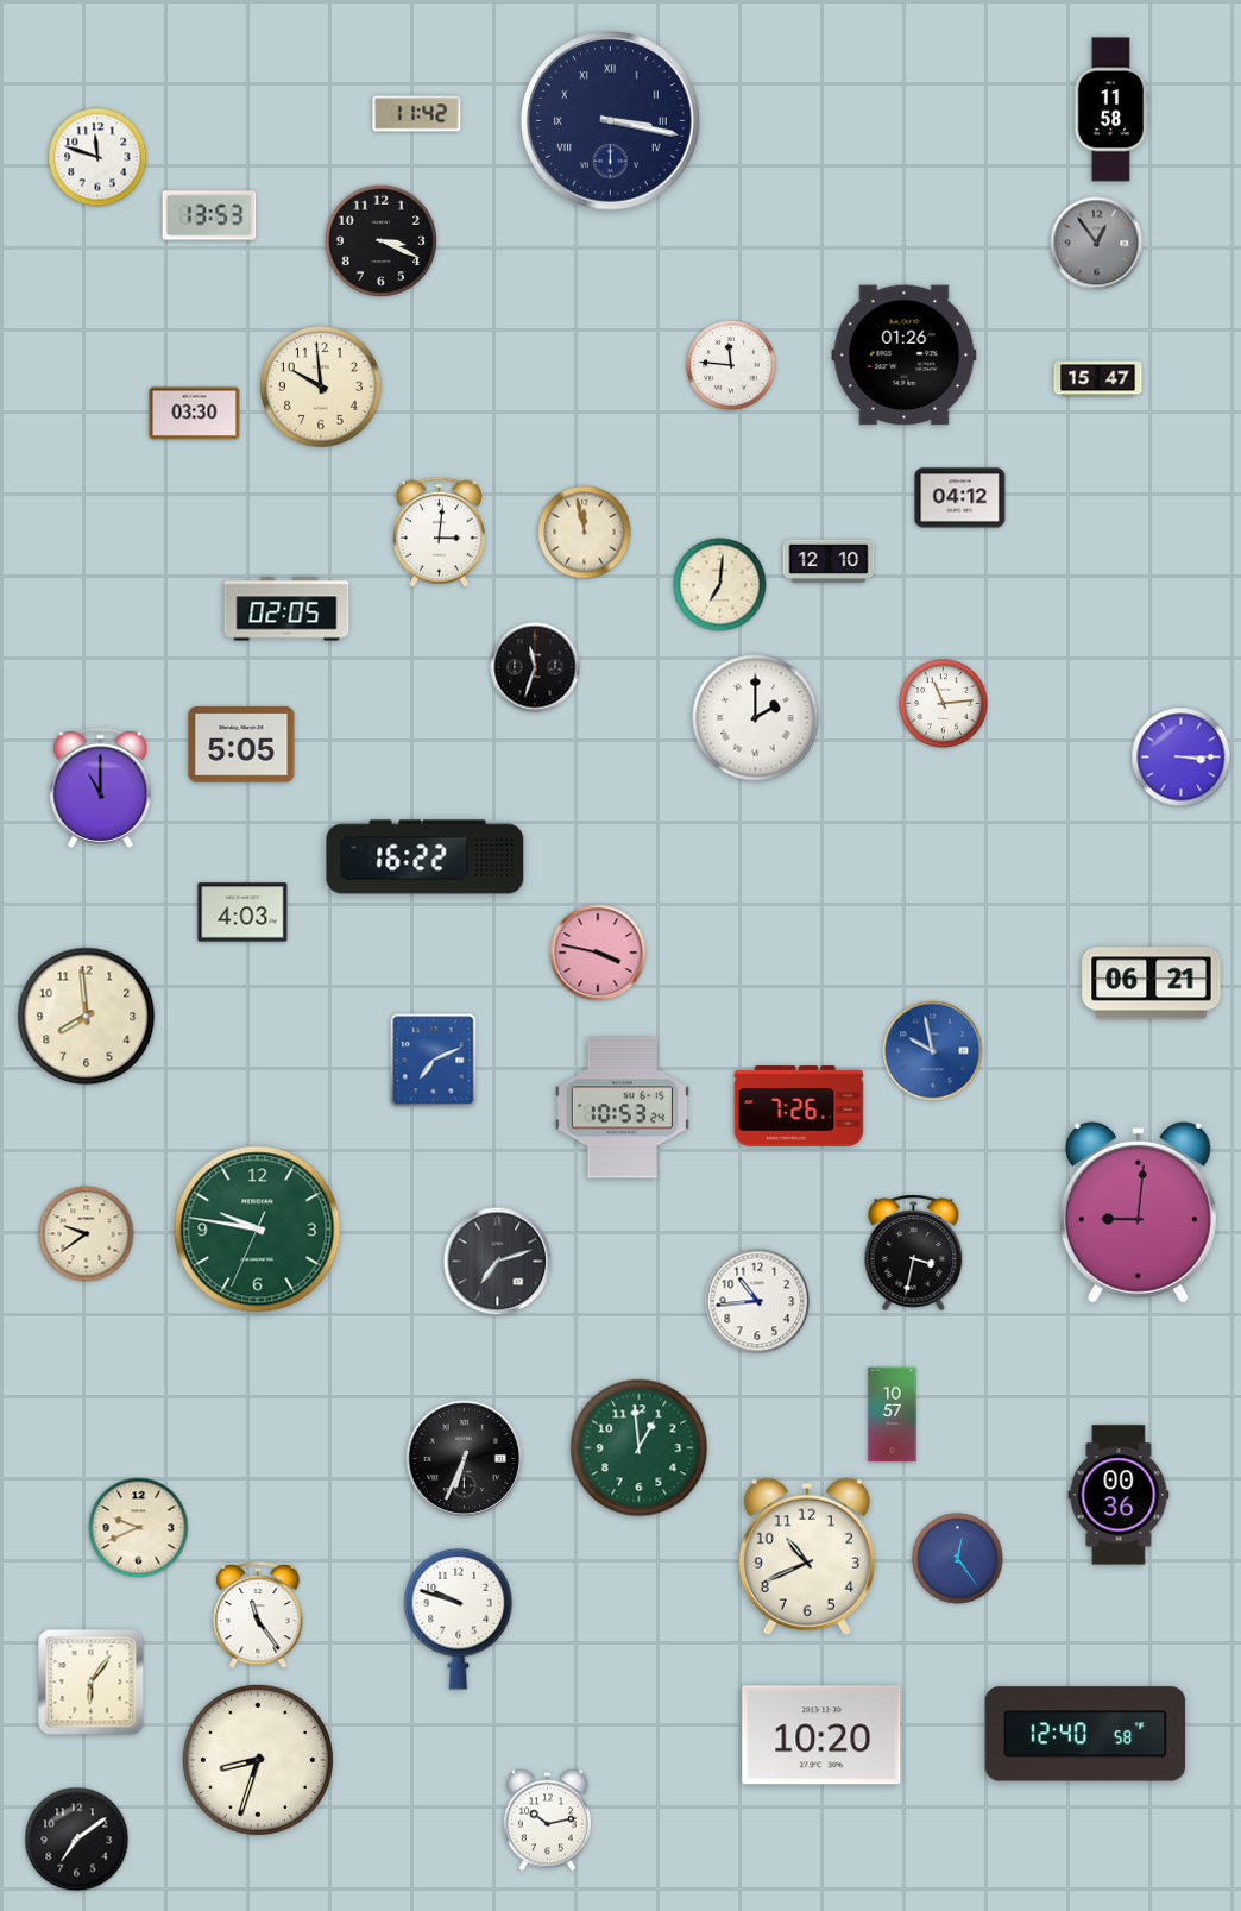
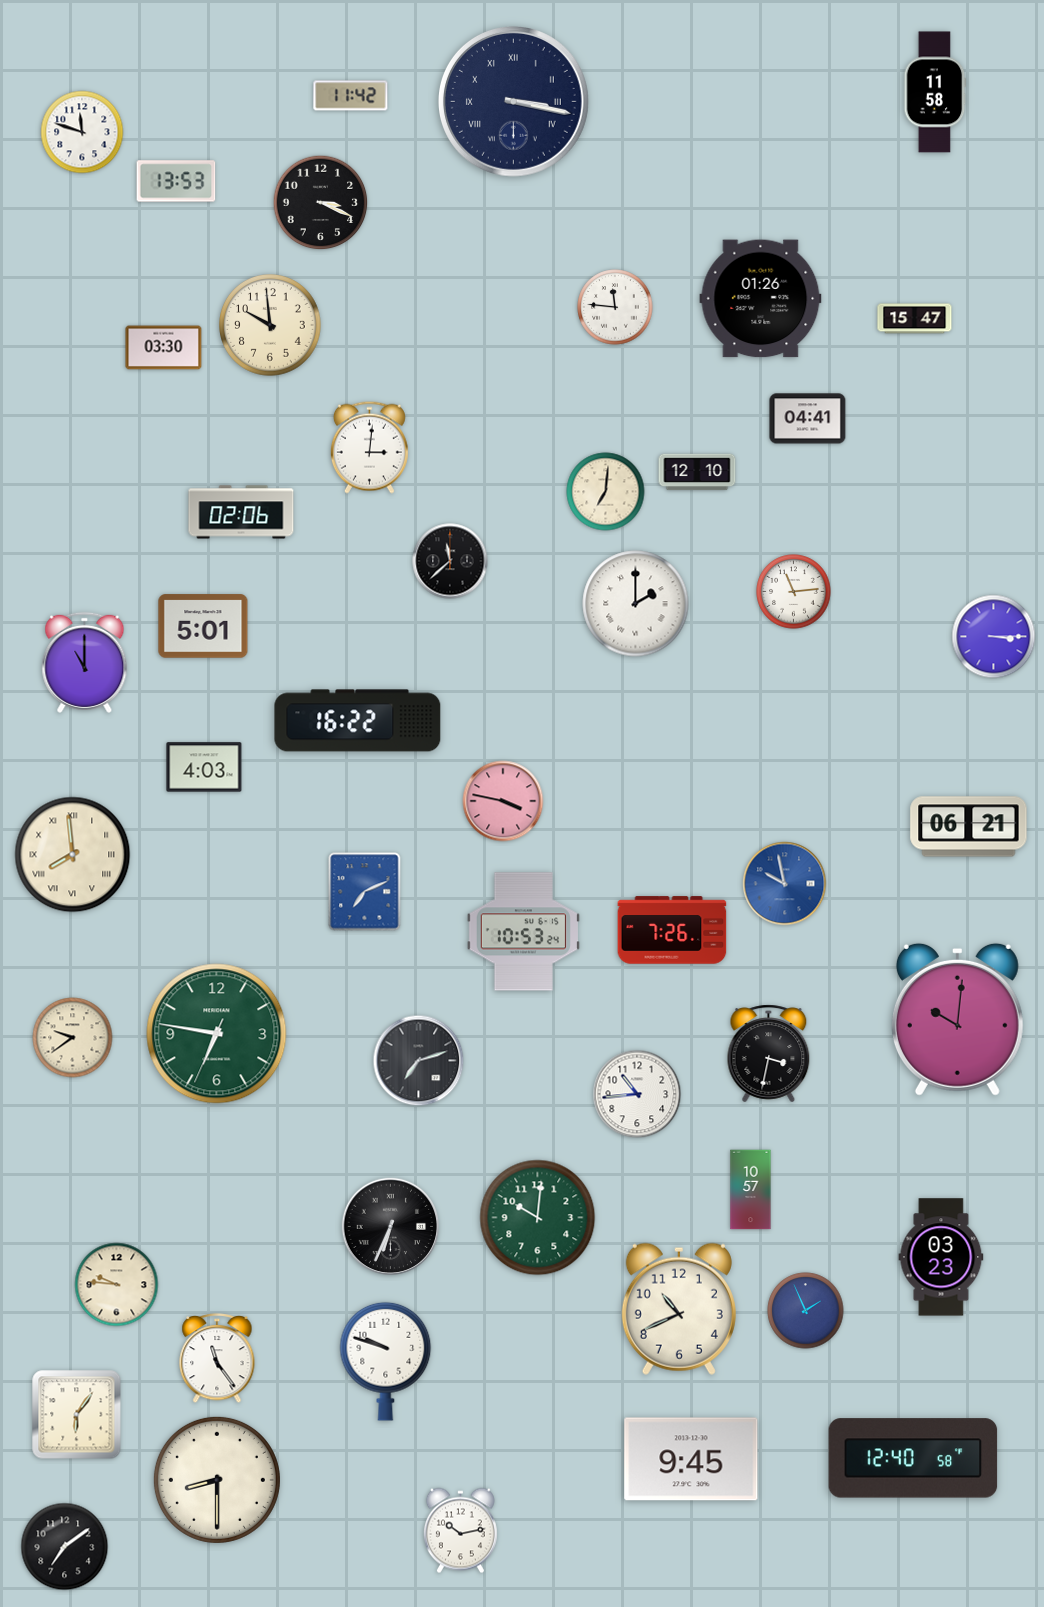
clock at (1097, 244): 12:54 -> none
clock at (1098, 379) position: (1098, 379) -> (915, 319)
clock at (960, 498): 04:12 -> 04:41
clock at (585, 533): 11:58 -> none
clock at (286, 609): 02:05 -> 02:06
clock at (535, 667): 11:33 -> 11:38
clock at (241, 744): 5:05 -> 5:01
clock at (87, 1017) numerals: Arabic -> Roman
clock at (1138, 1212): 9:01 -> 10:01
clock at (258, 1230): 9:46 -> 6:46
clock at (640, 1448): 12:59 -> 10:01
clock at (1119, 1495): 00:36 -> 03:23
clock at (139, 1528): 9:41 -> 9:46
clock at (958, 1559): 12:24 -> 1:56
clock at (821, 1735): 10:20 -> 9:45
clock at (258, 1760): 8:33 -> 8:30
